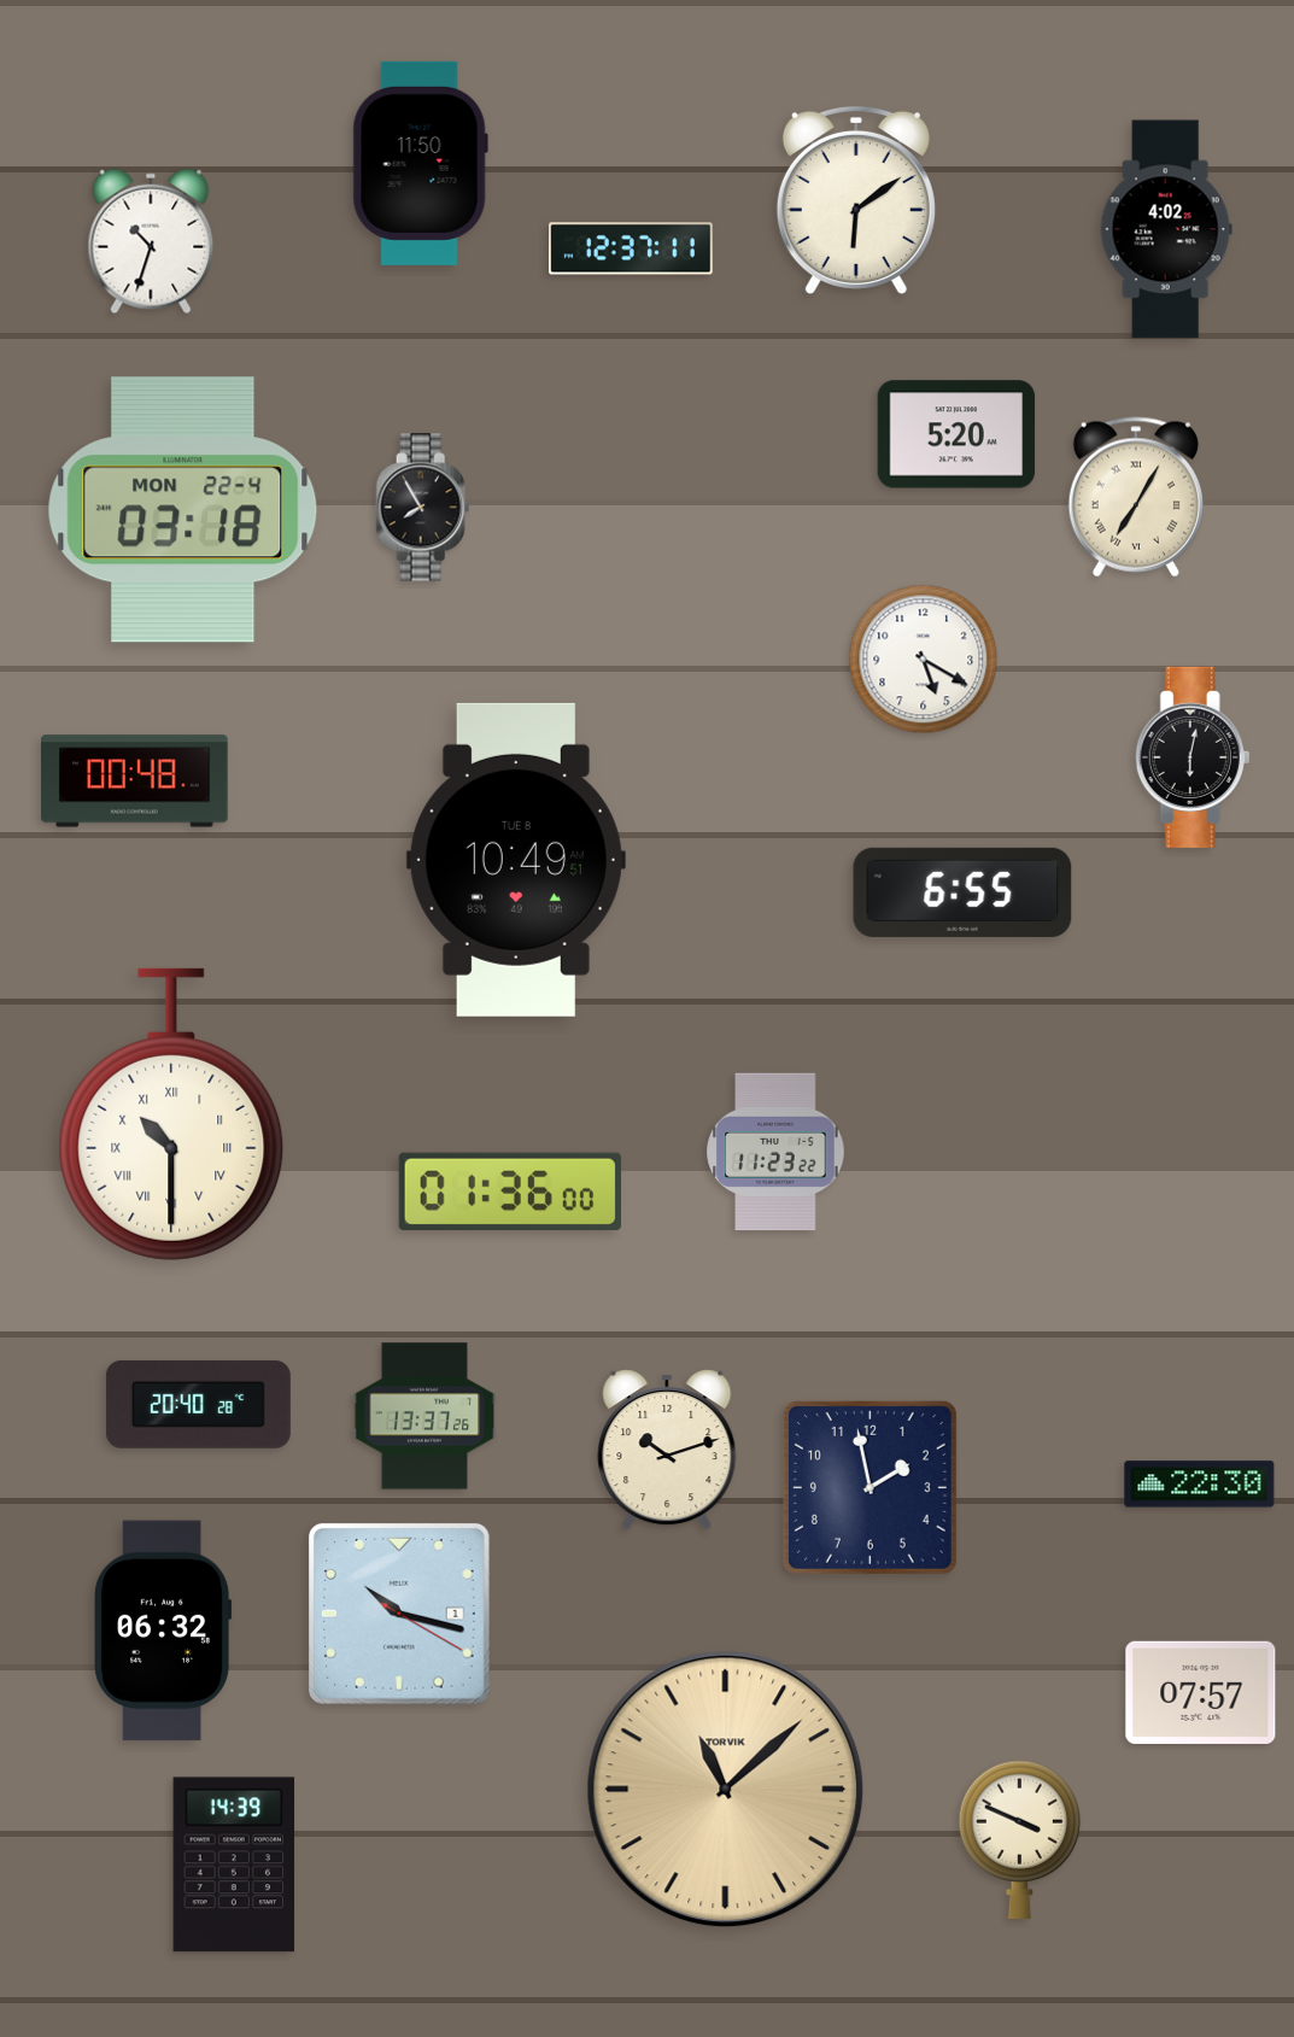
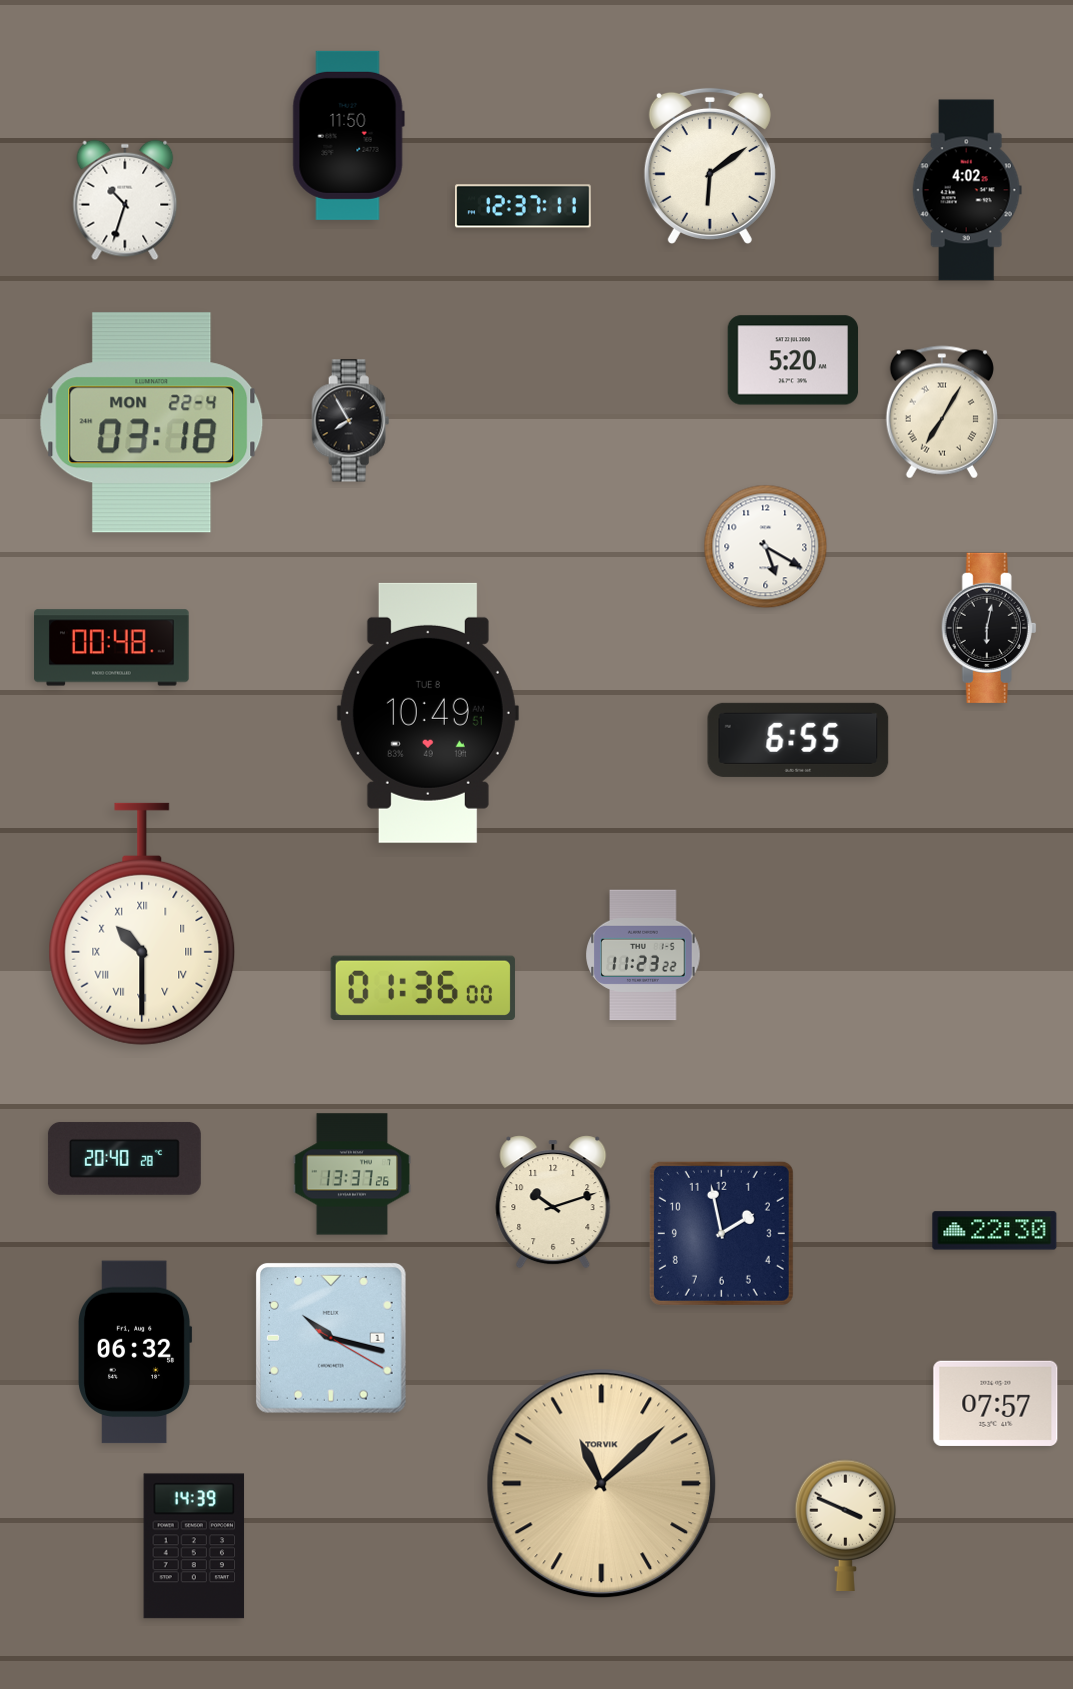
clock at (198, 1404) position: (198, 1404) -> (124, 1158)
